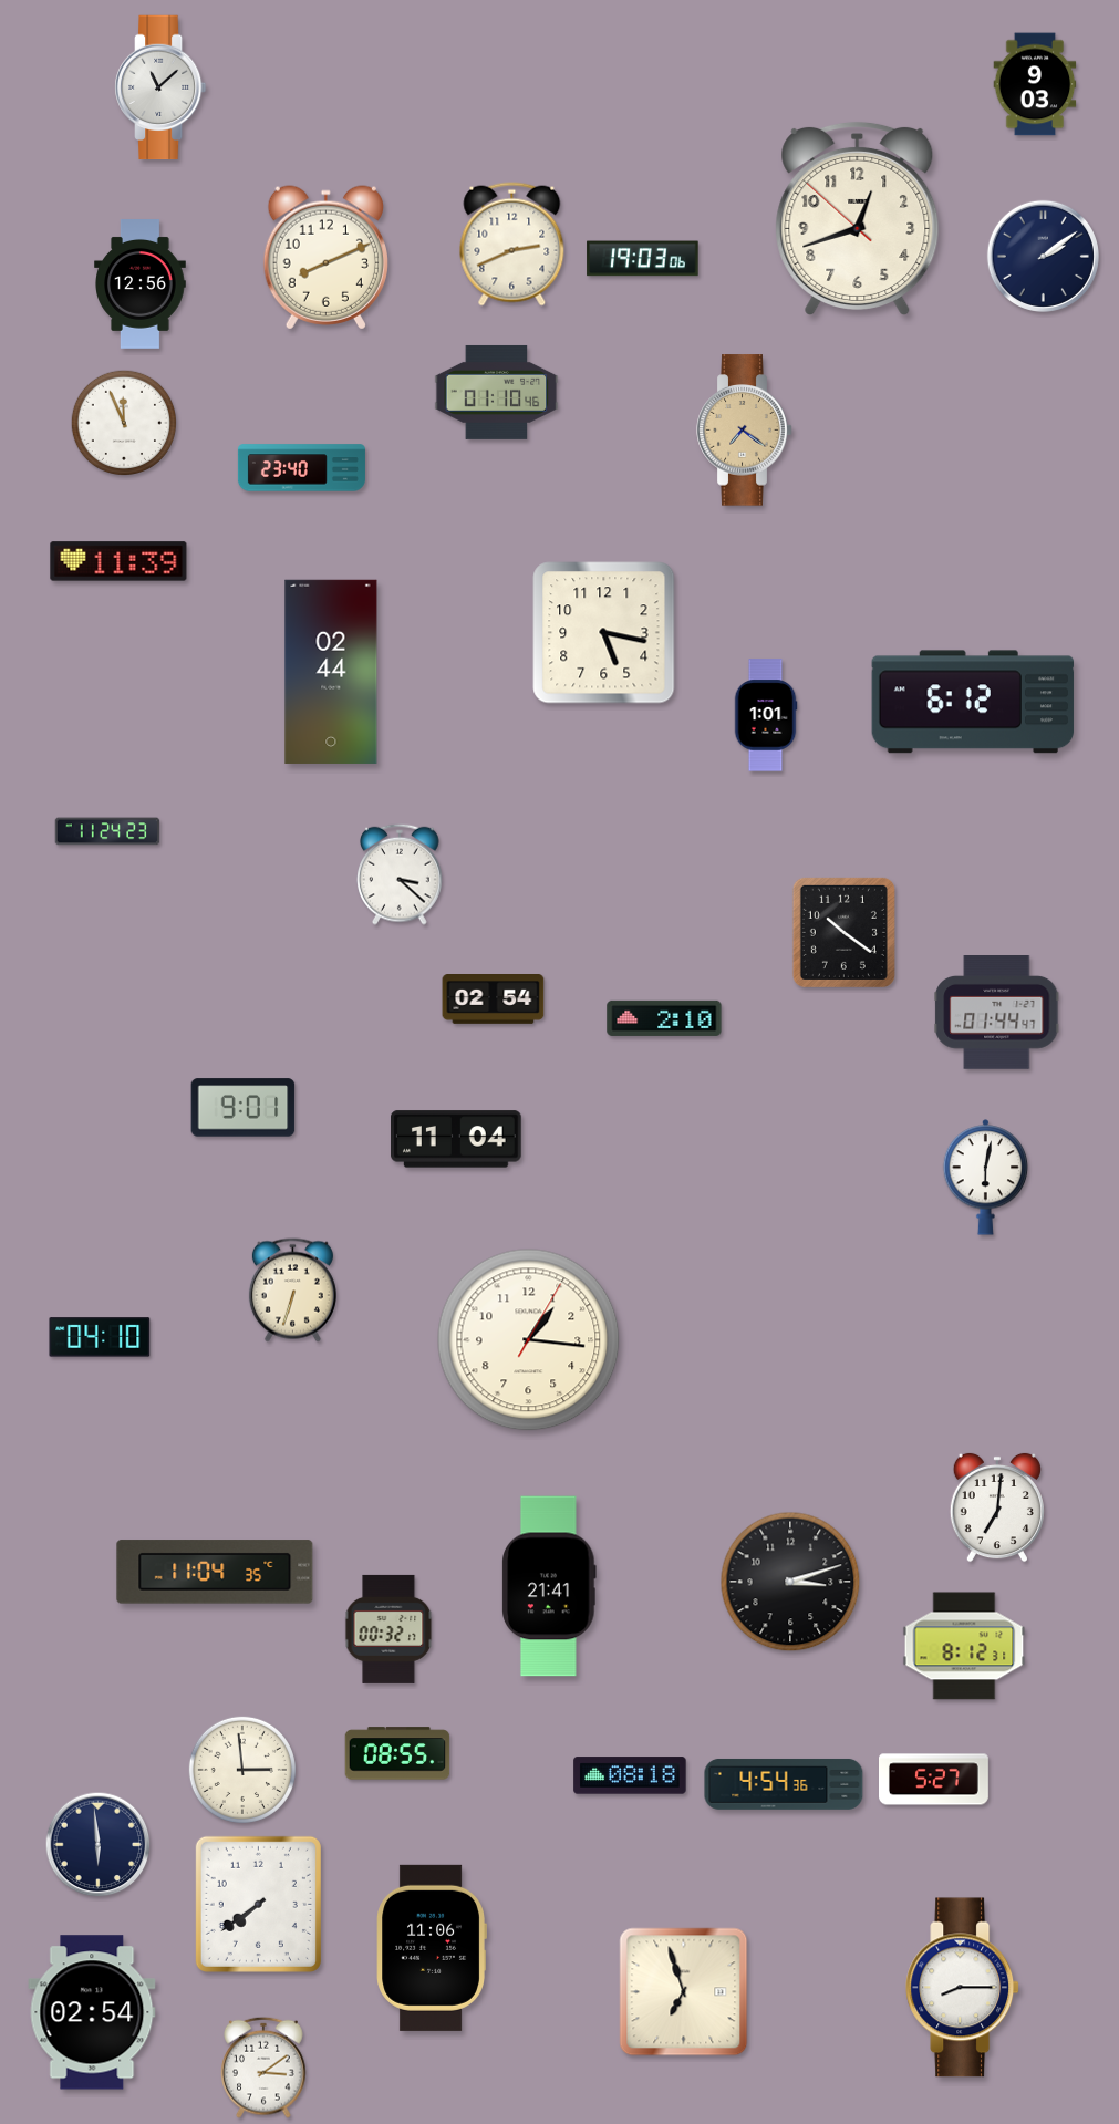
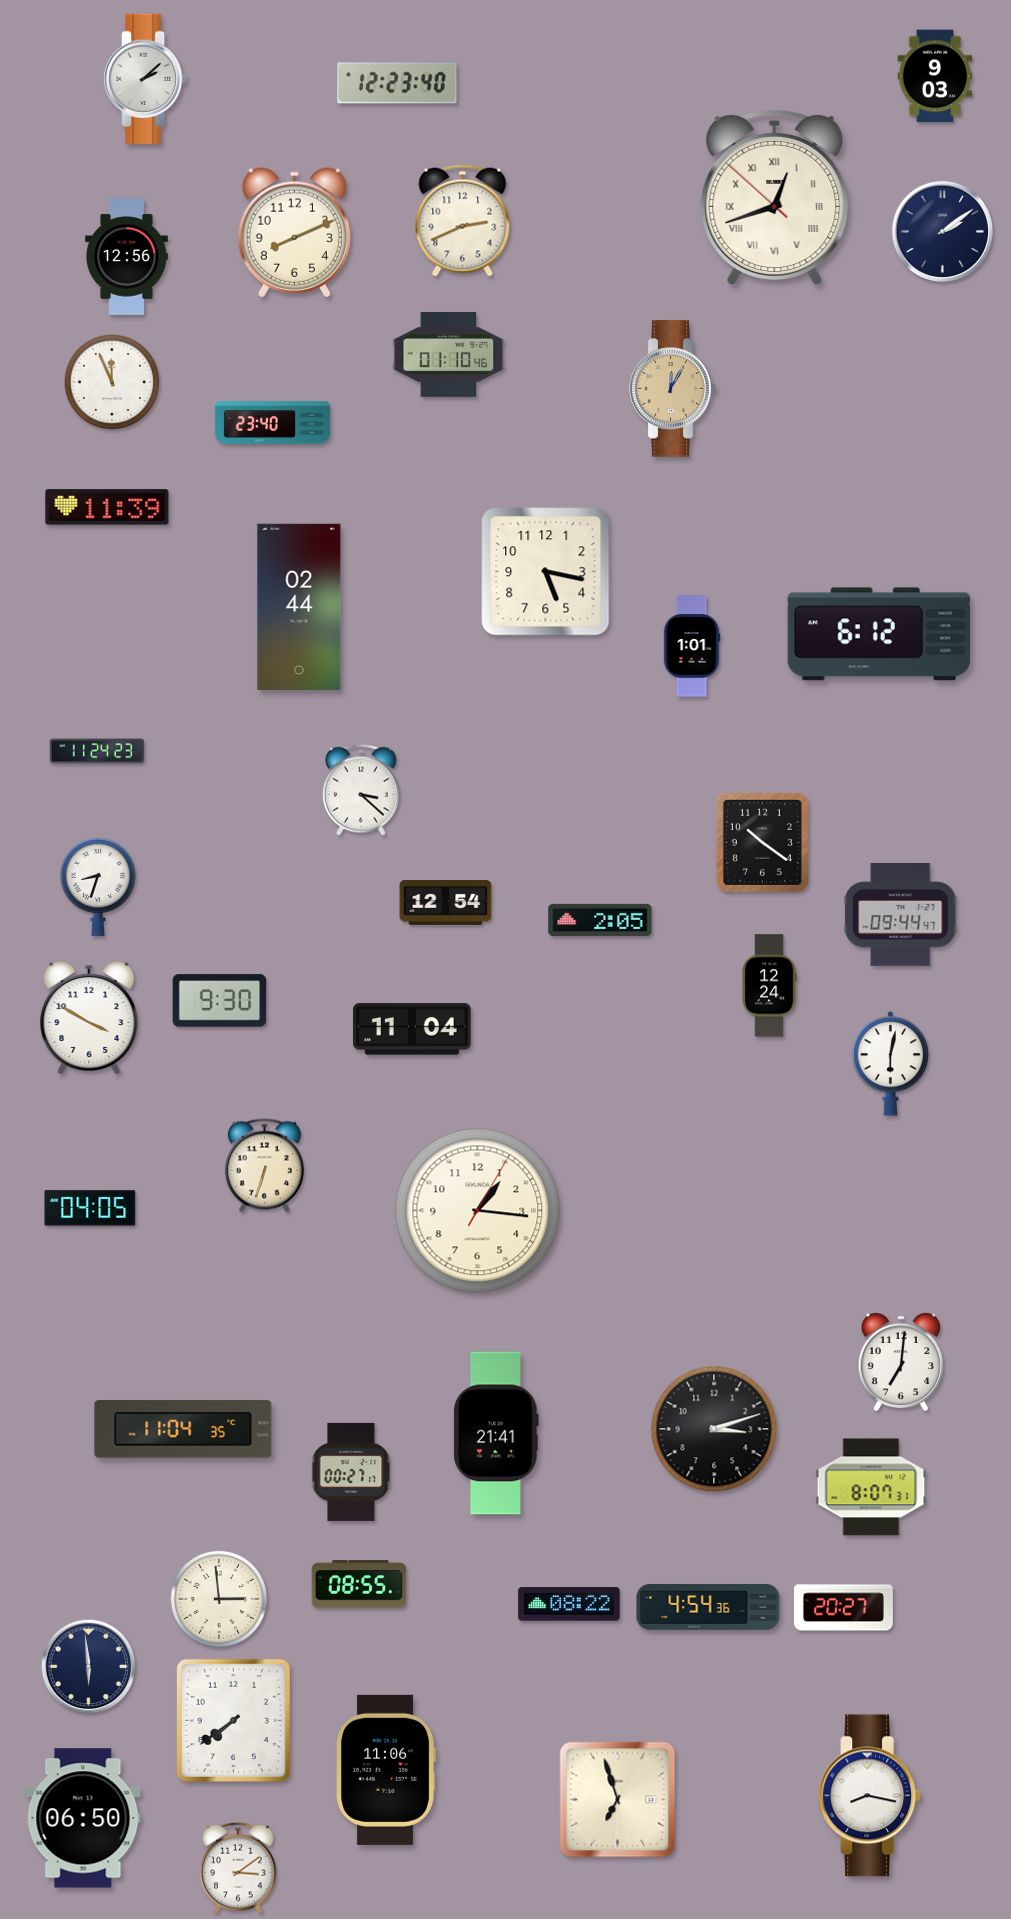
clock at (162, 87): 11:08 -> 2:08
clock at (397, 83): none -> 12:23
clock at (858, 218) numerals: Arabic -> Roman
clock at (643, 259): 19:03 -> none
clock at (745, 431): 7:21 -> 12:05
clock at (98, 887): none -> 8:33
clock at (494, 999): 02:54 -> 12:54
clock at (997, 1013): 01:44 -> 09:44
clock at (664, 1018): 2:10 -> 2:05
clock at (769, 986): none -> 12:24
clock at (244, 1108): 9:01 -> 9:30
clock at (89, 1018): none -> 3:50
clock at (100, 1337): 04:10 -> 04:05
clock at (215, 1572) position: (215, 1572) -> (183, 1429)
clock at (388, 1629): 00:32 -> 00:27
clock at (964, 1646): 8:12 -> 8:07
clock at (630, 1775): 08:18 -> 08:22
clock at (934, 1780): 5:27 -> 20:27
clock at (784, 1784) position: (784, 1784) -> (708, 1607)
clock at (432, 1948) position: (432, 1948) -> (386, 1770)
clock at (963, 1988): 8:15 -> 8:17
clock at (92, 2012): 02:54 -> 06:50
